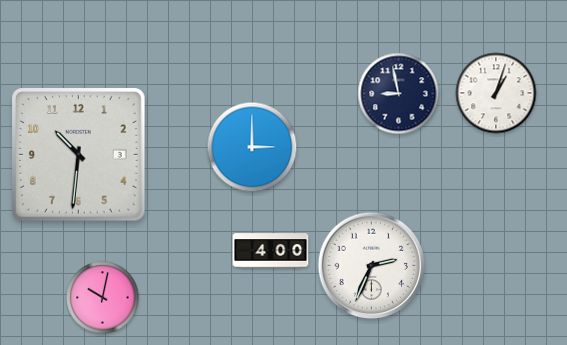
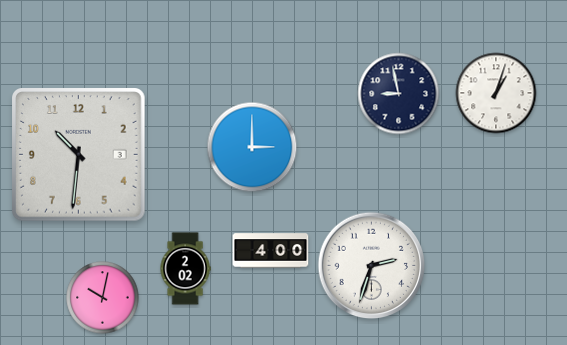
clock at (372, 266): 2:34 -> 2:33
clock at (185, 269): none -> 2:02
